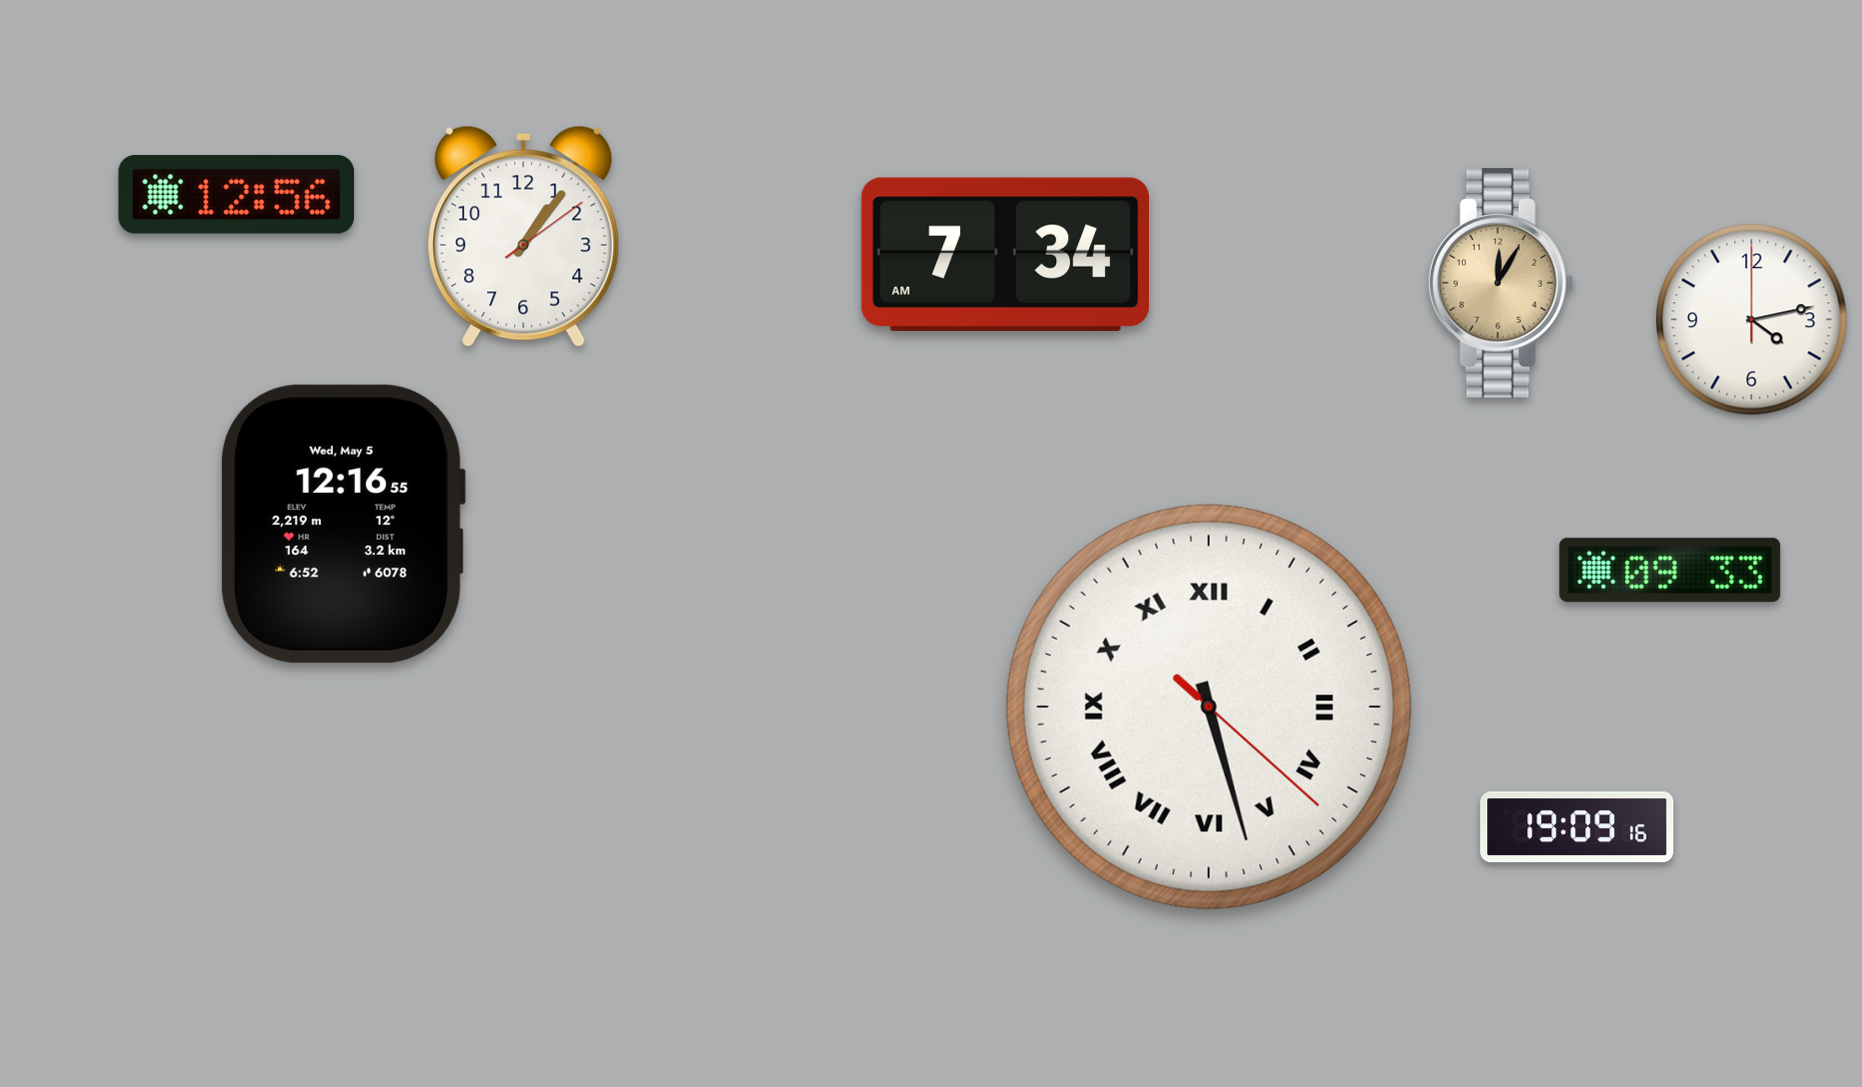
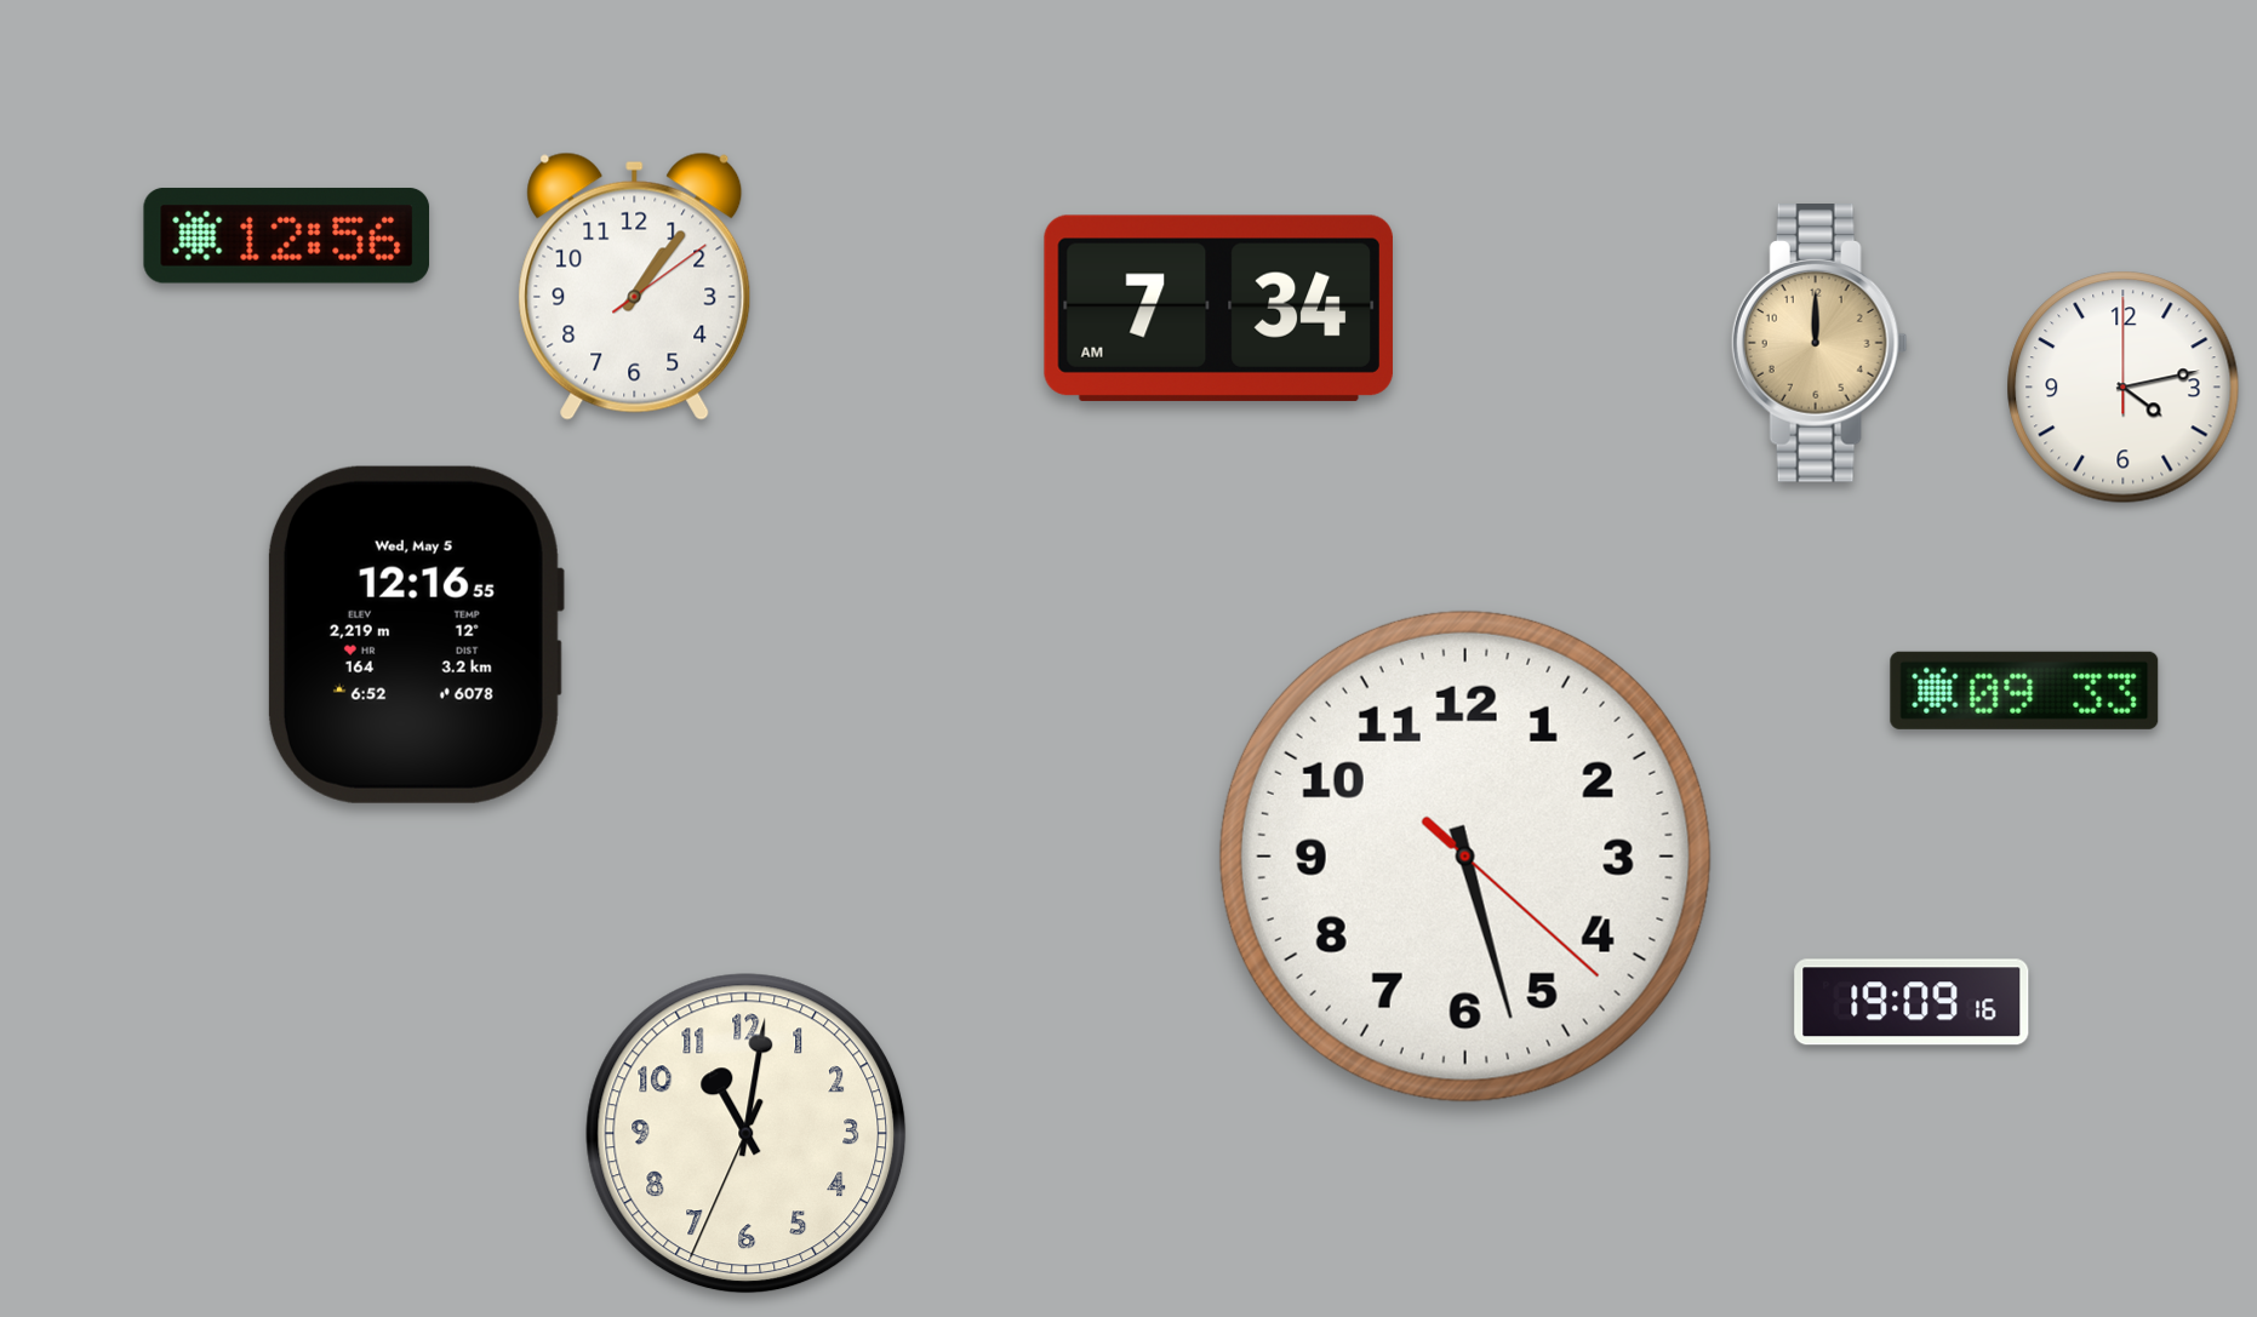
clock at (1501, 284): 12:05 -> 12:00
clock at (1209, 707) numerals: Roman -> Arabic
clock at (747, 1134): none -> 11:01
